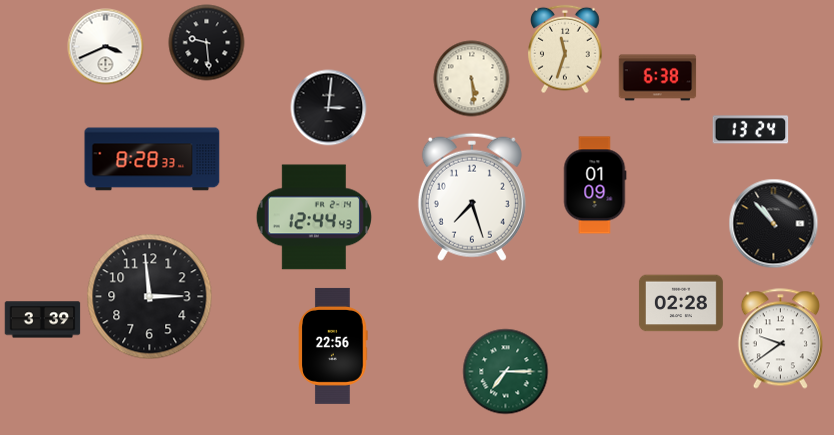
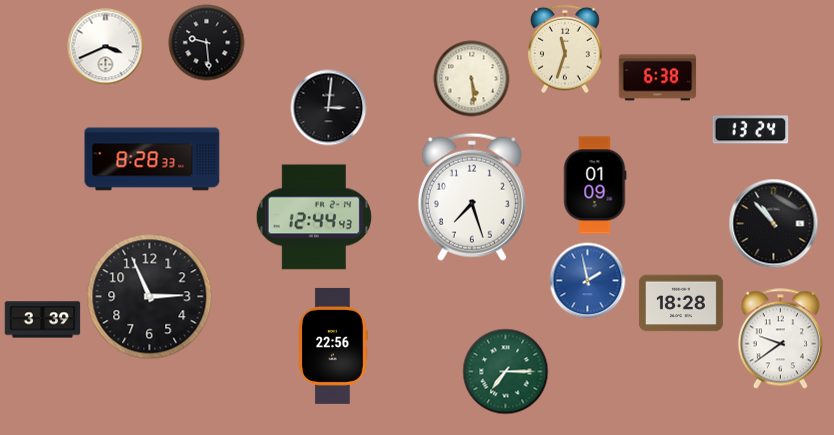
clock at (588, 281): none -> 1:58
clock at (150, 297): 2:59 -> 2:56
clock at (681, 303): 02:28 -> 18:28
